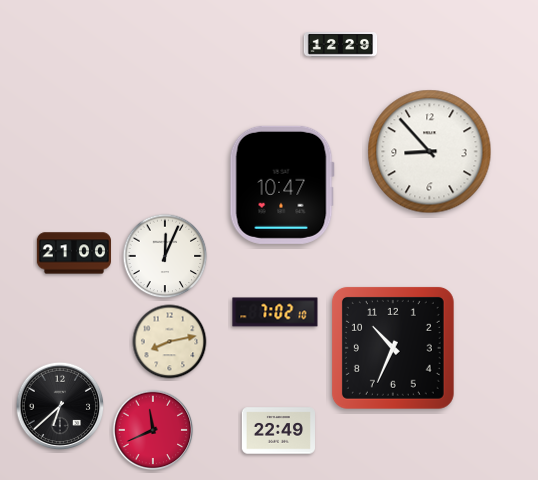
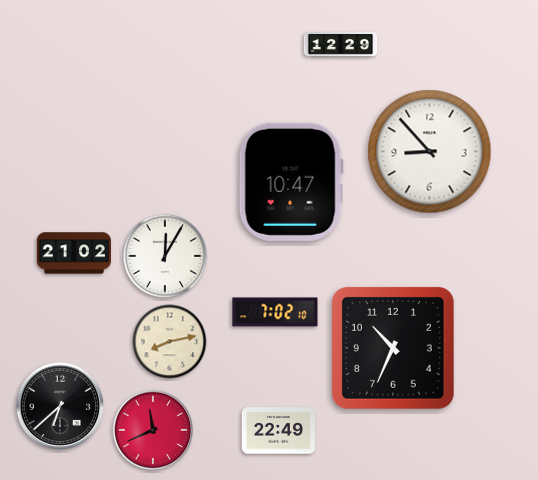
clock at (282, 185) position: (282, 185) -> (291, 182)
clock at (74, 253): 21:00 -> 21:02
clock at (165, 256): 12:04 -> 12:05
